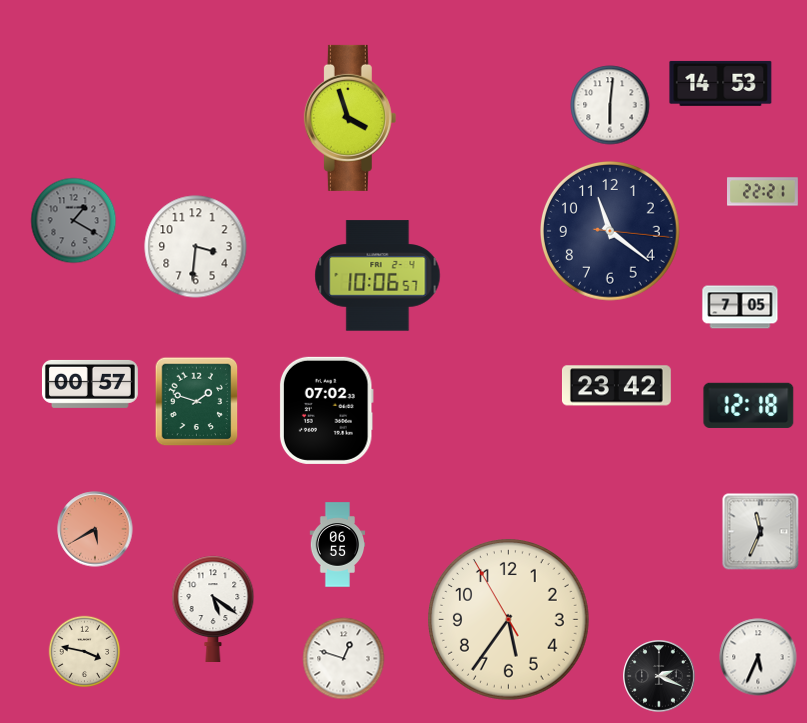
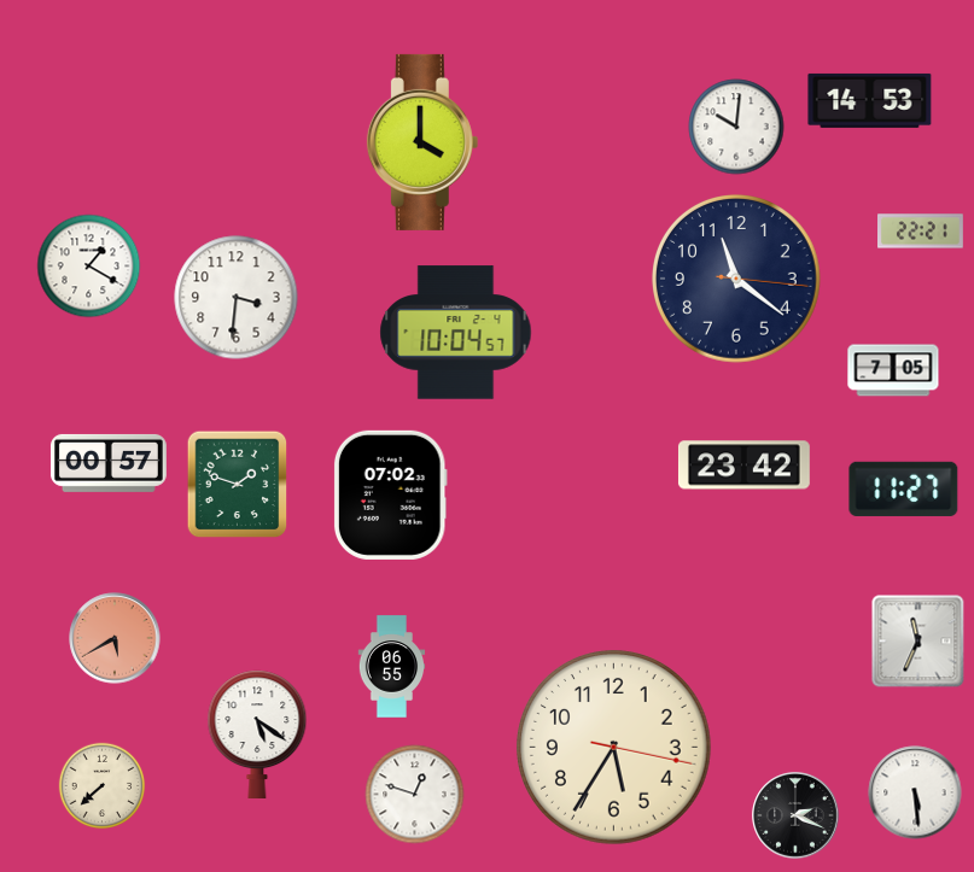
clock at (610, 105): 6:01 -> 10:01
clock at (350, 118): 3:57 -> 4:00
clock at (74, 221) dial: grey -> white
clock at (378, 276): 10:06 -> 10:04
clock at (749, 405): 12:18 -> 11:27
clock at (326, 410) position: (326, 410) -> (390, 494)
clock at (338, 545) position: (338, 545) -> (392, 667)
clock at (509, 620): 5:35:55 -> 5:35:17
clock at (85, 652): 3:47 -> 7:38
clock at (758, 657): 5:34 -> 5:29
